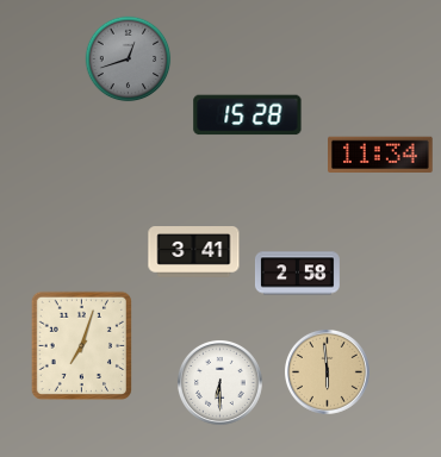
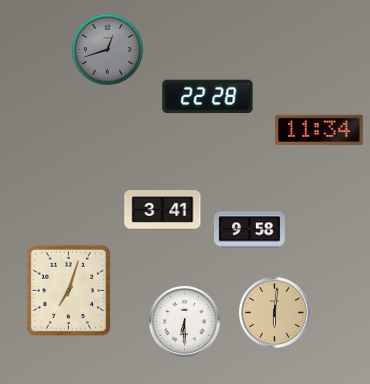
clock at (248, 115): 15:28 -> 22:28
clock at (297, 274): 2:58 -> 9:58
clock at (327, 371): 5:59 -> 6:01
